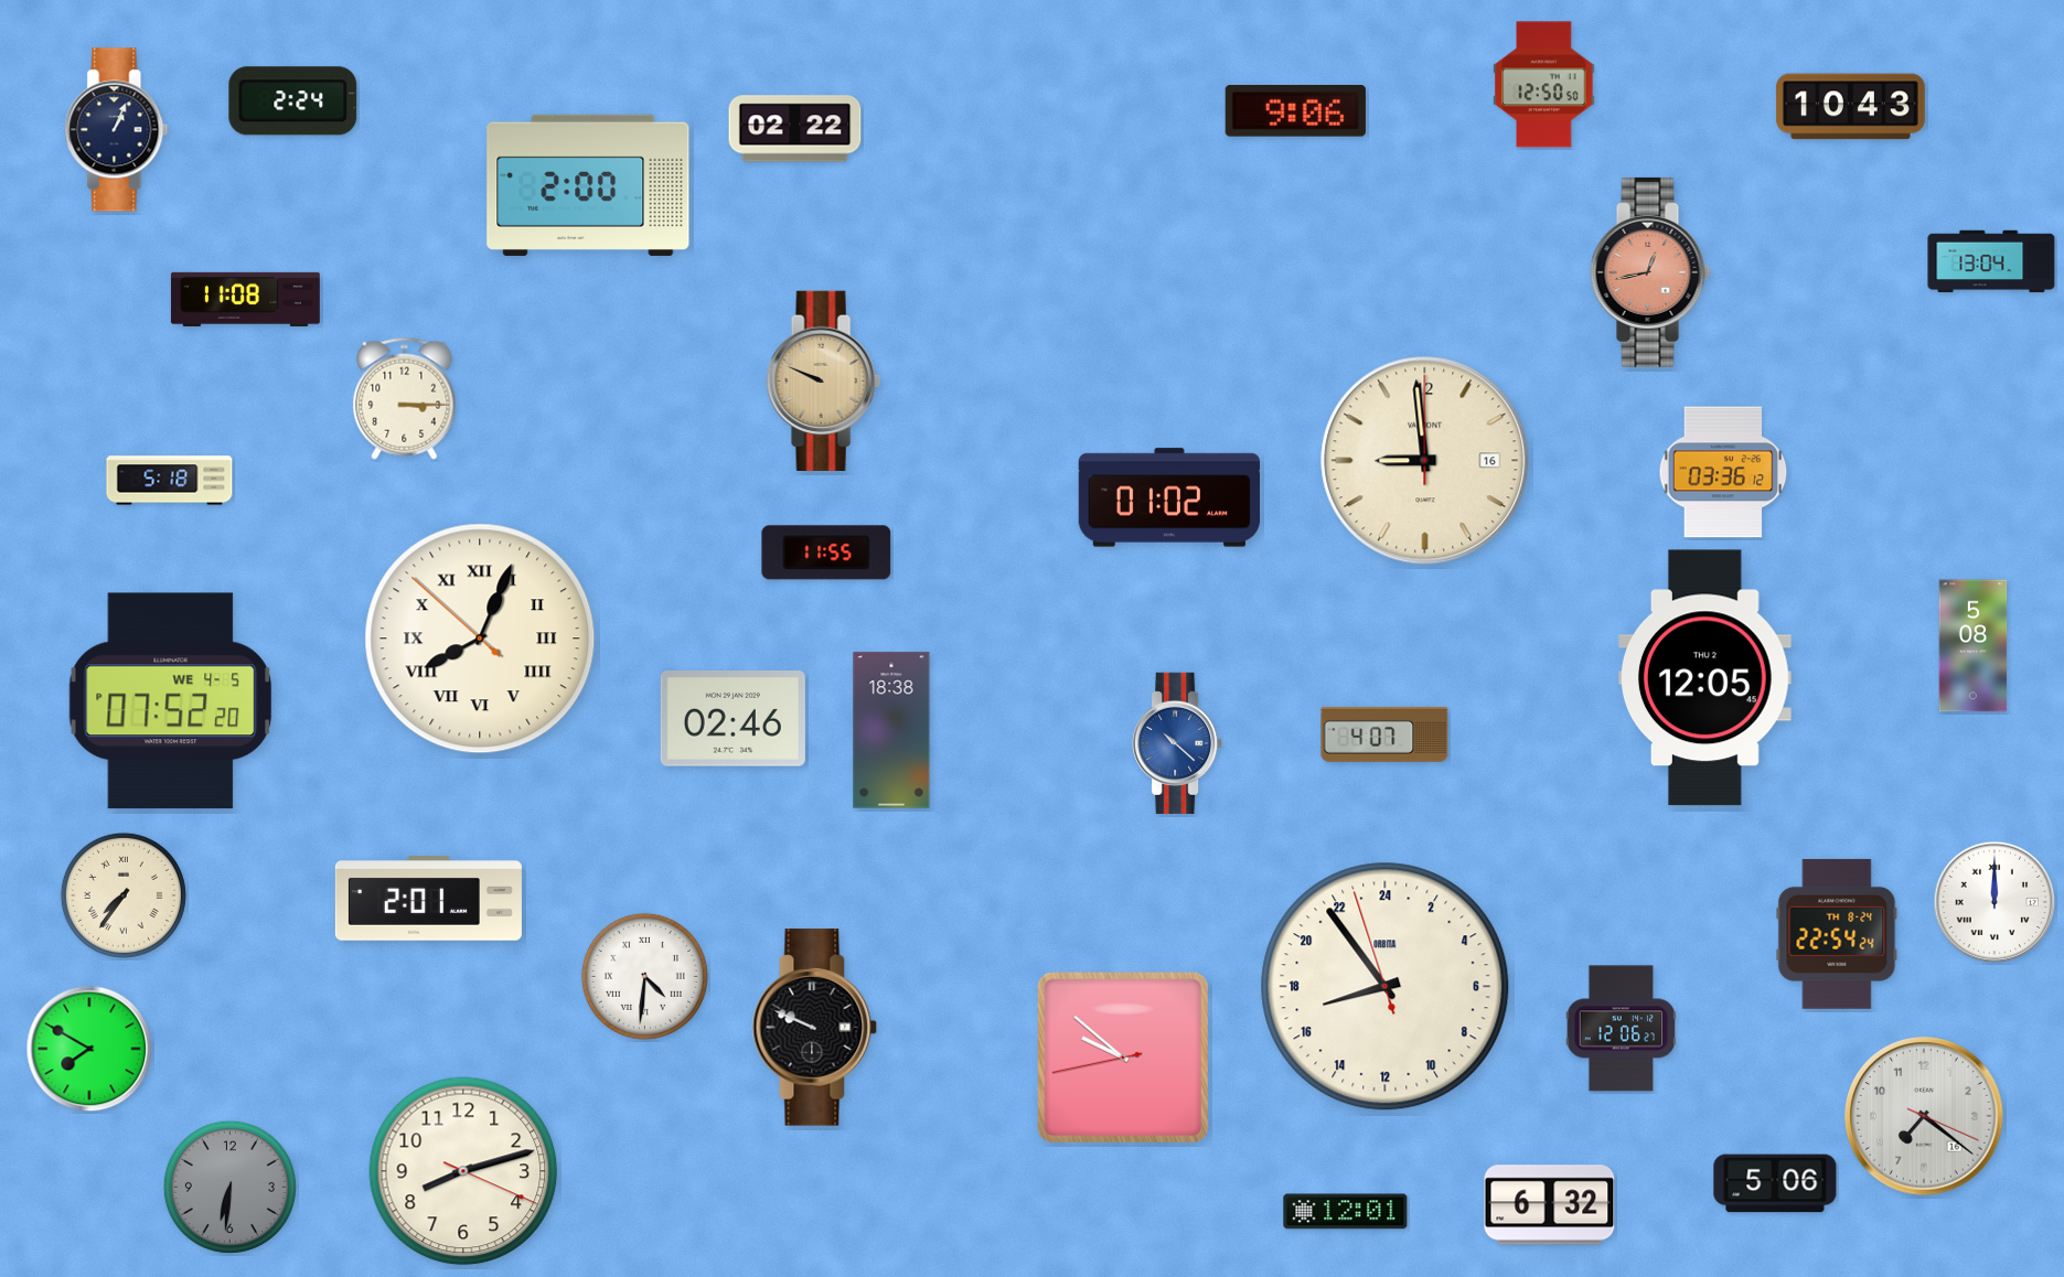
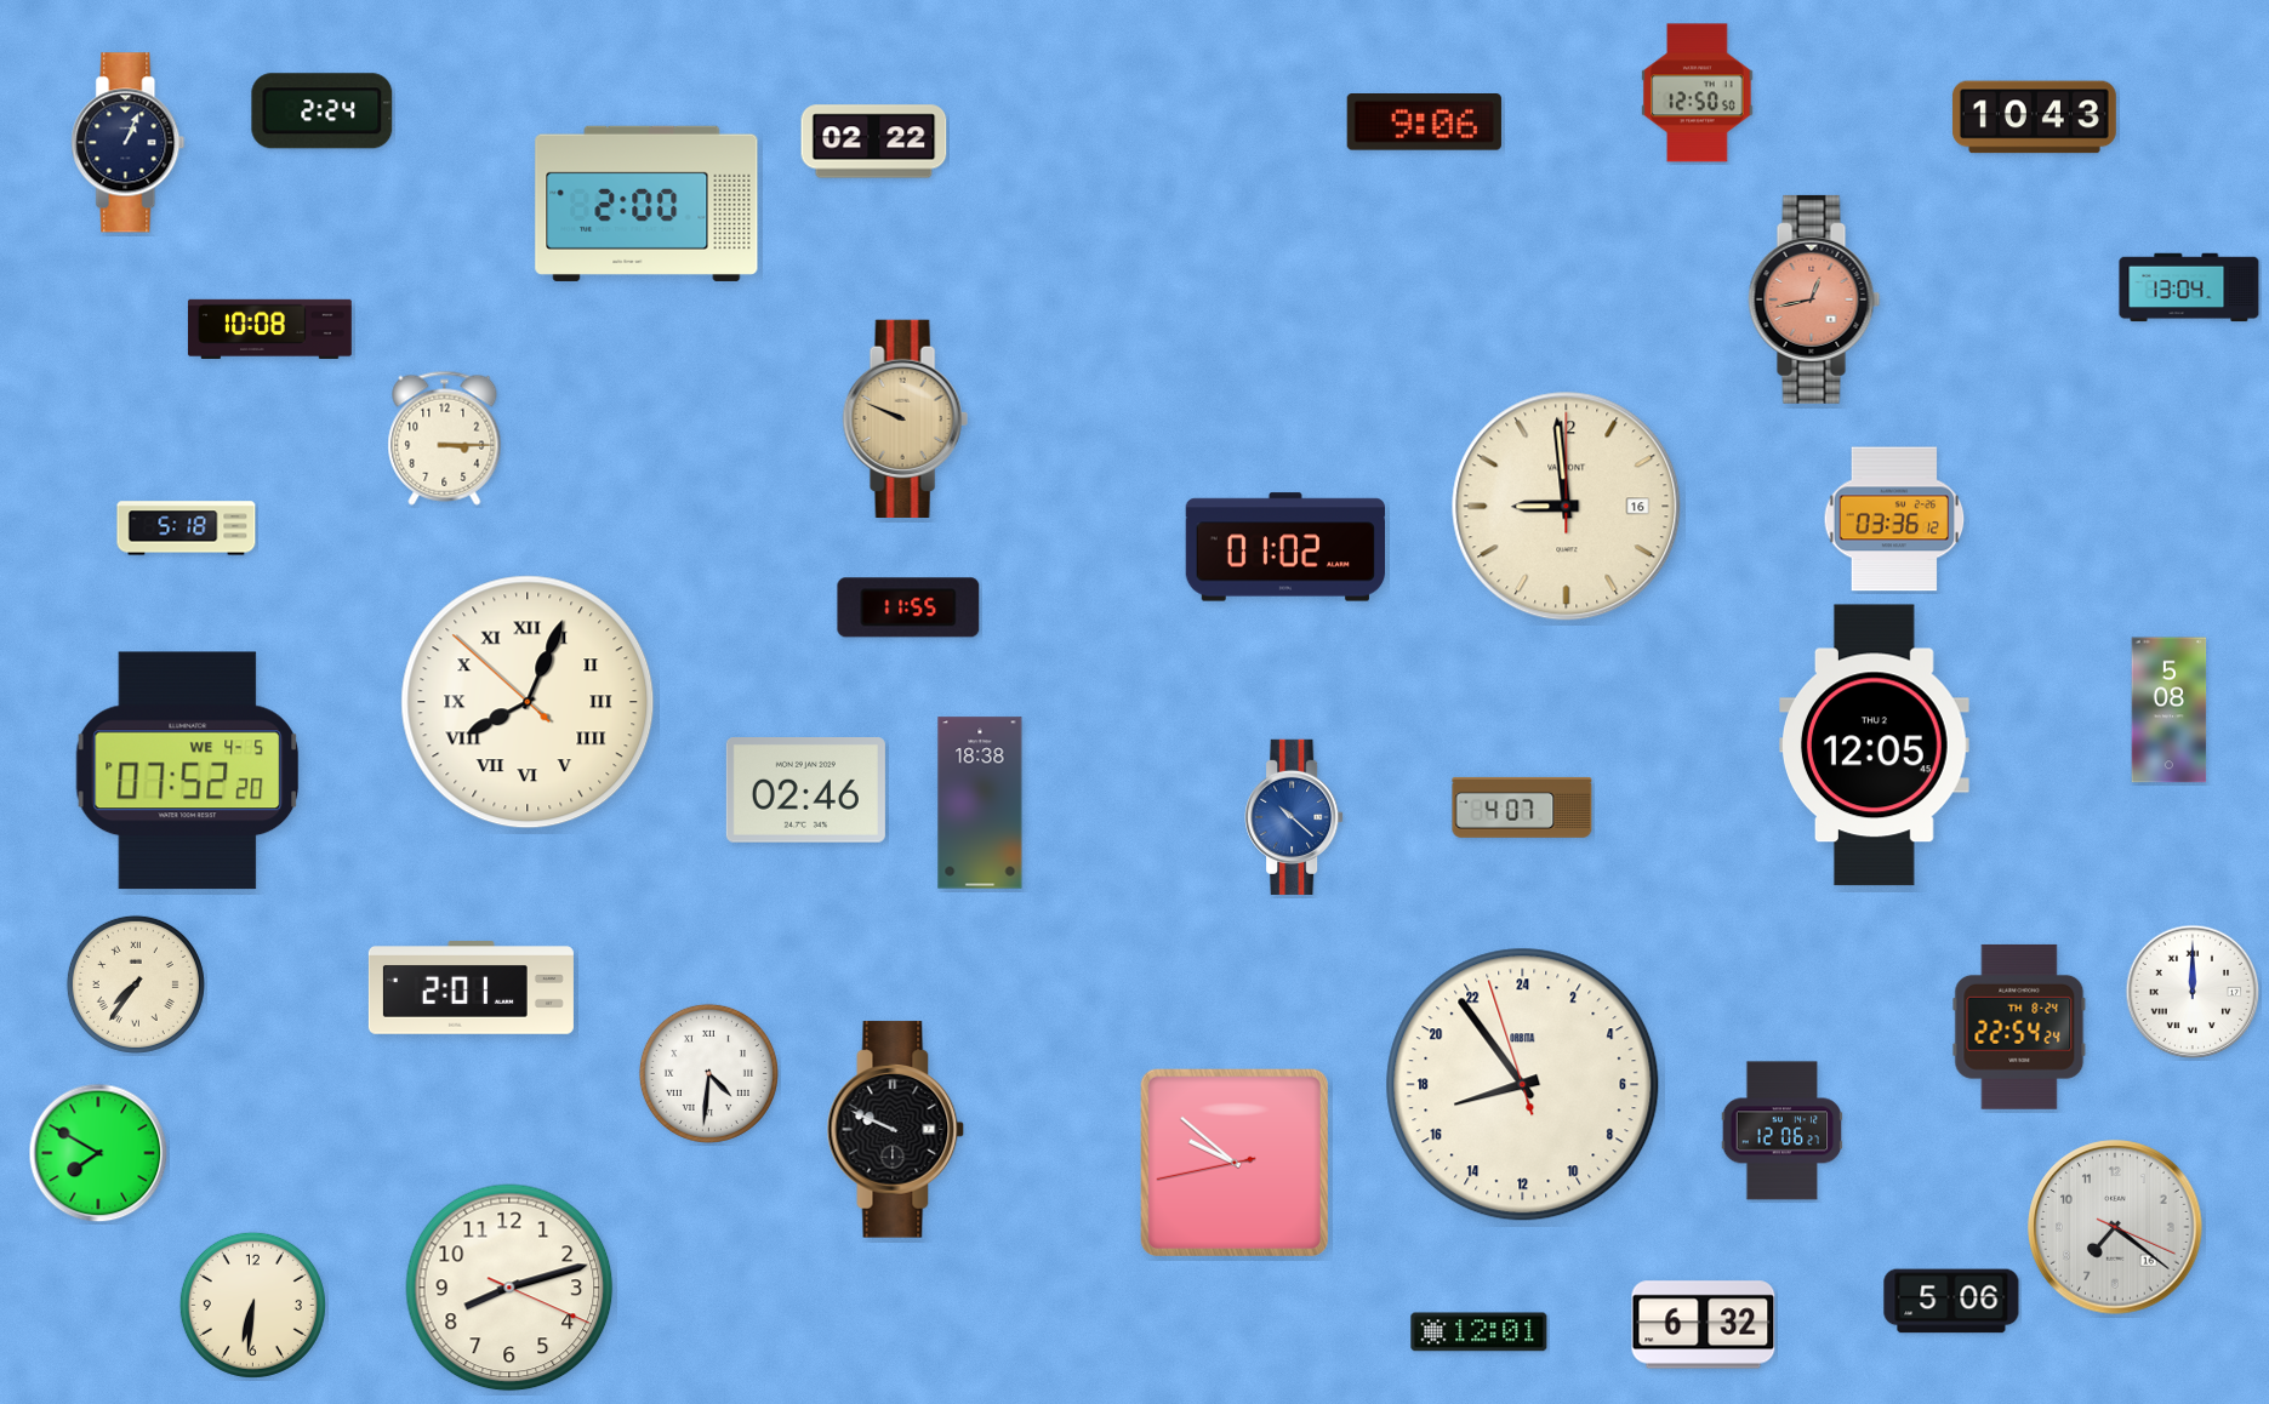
clock at (245, 299): 11:08 -> 10:08
clock at (229, 1187) dial: grey -> cream
